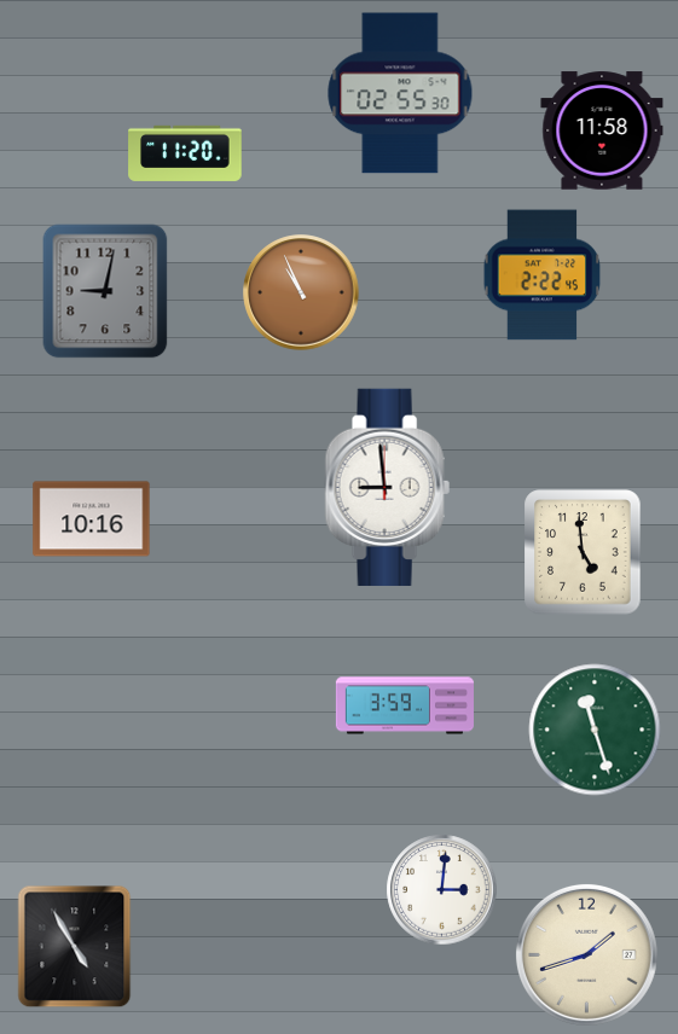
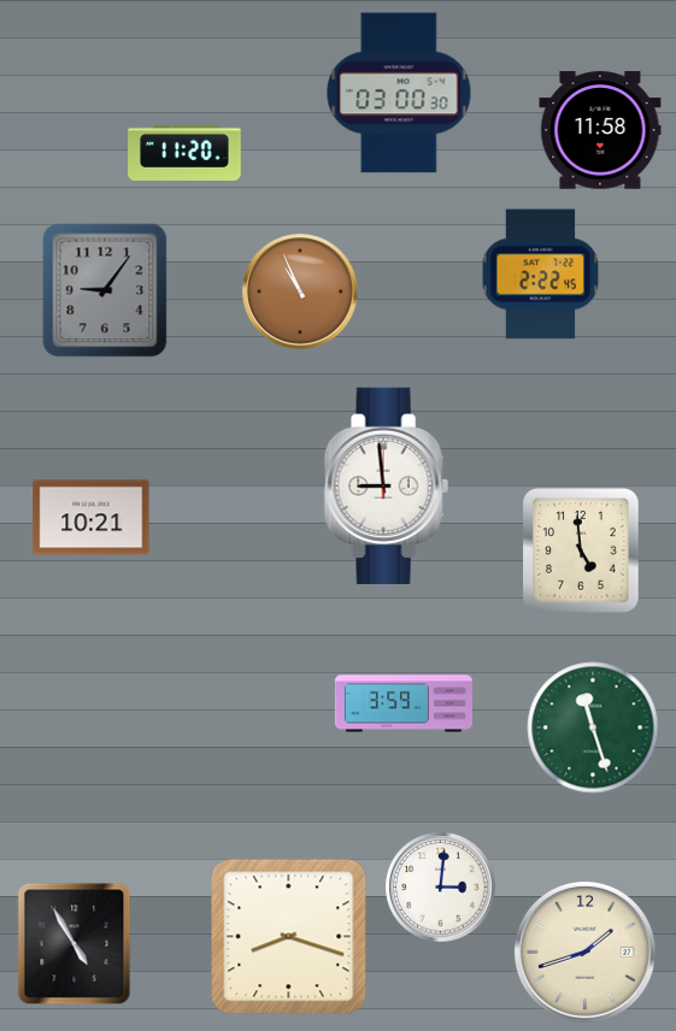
clock at (400, 93): 02:55 -> 03:00
clock at (105, 291): 9:02 -> 9:06
clock at (92, 519): 10:16 -> 10:21
clock at (289, 937): none -> 8:18
